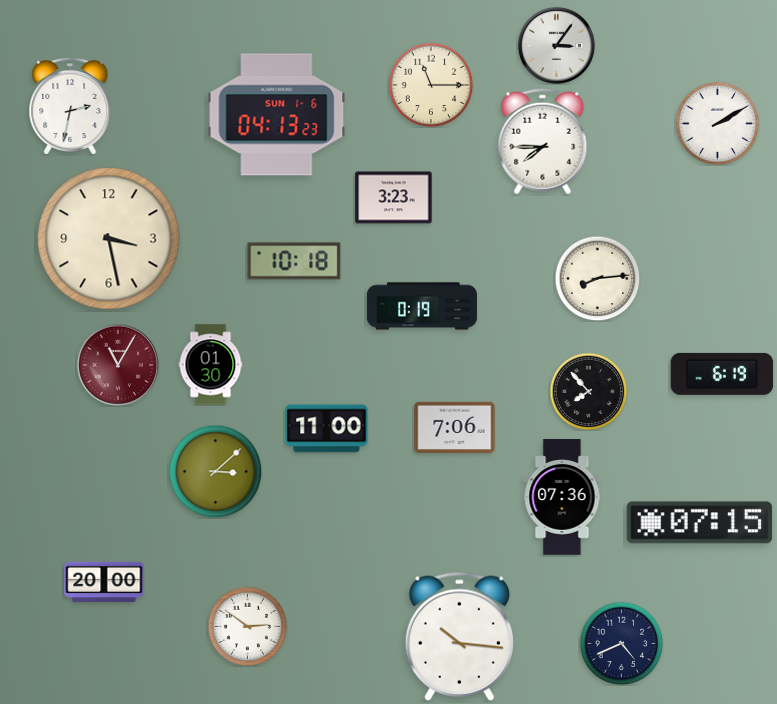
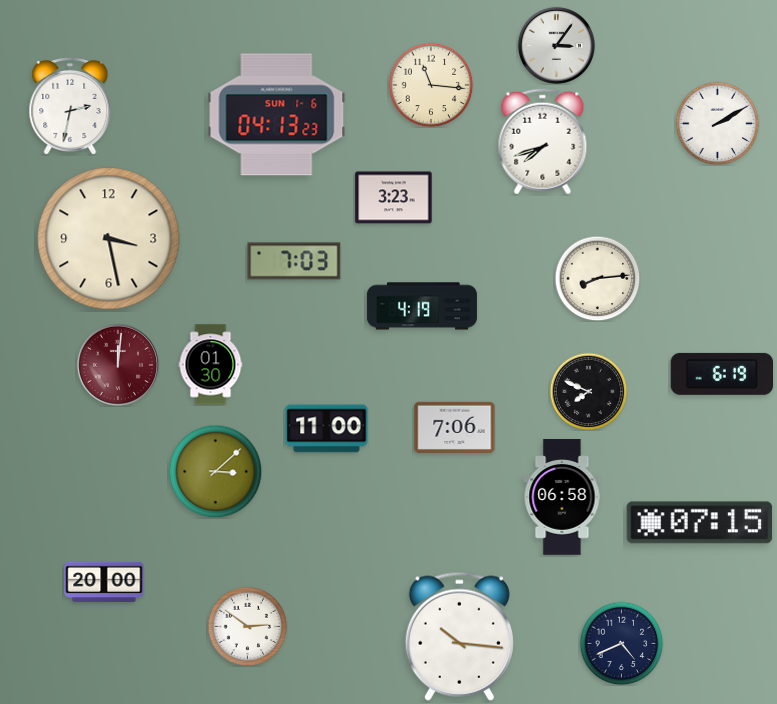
clock at (431, 85): 11:15 -> 11:16
clock at (543, 142): 7:45 -> 7:42
clock at (294, 261): 10:18 -> 7:03
clock at (422, 306): 0:19 -> 4:19
clock at (117, 364): 11:05 -> 12:01
clock at (588, 391): 7:53 -> 7:49
clock at (562, 497): 07:36 -> 06:58
